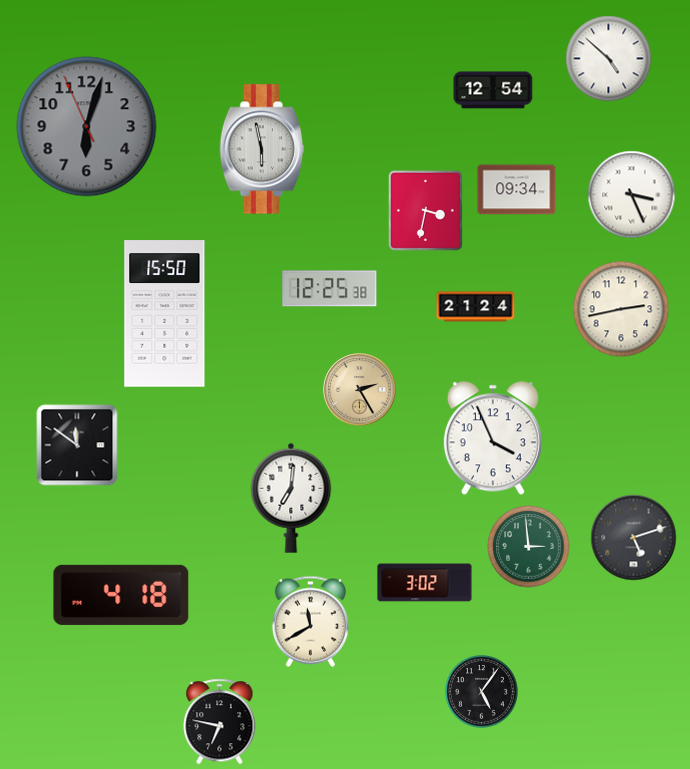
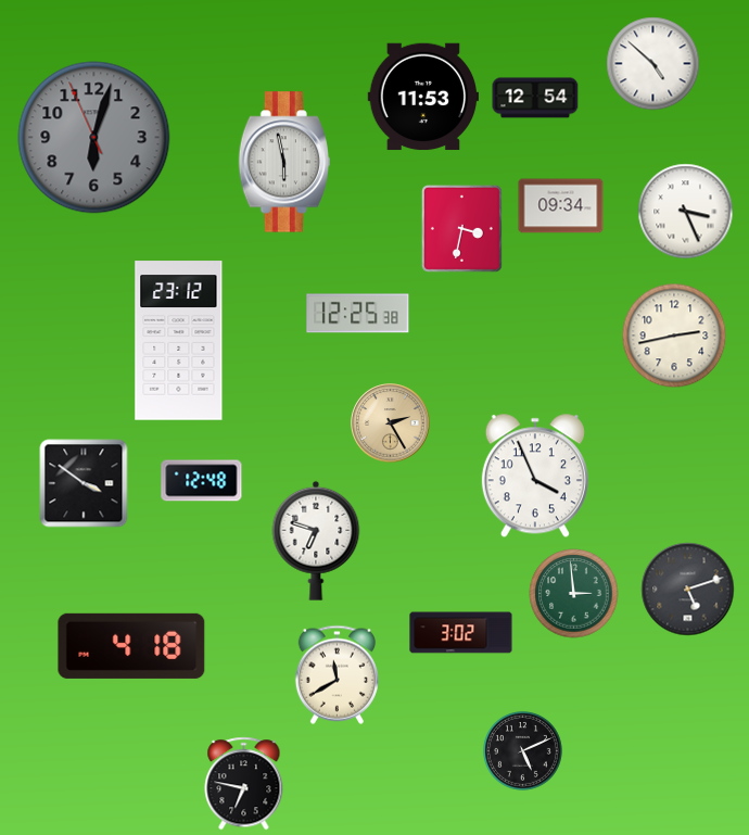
clock at (609, 59) position: (609, 59) -> (653, 64)
clock at (423, 97): none -> 11:53
clock at (476, 307): 21:24 -> none
clock at (165, 314): 15:50 -> 23:12
clock at (202, 481): none -> 12:48
clock at (77, 445): 11:51 -> 3:51
clock at (291, 498): 7:01 -> 6:48
clock at (634, 538) position: (634, 538) -> (688, 590)
clock at (481, 691): 5:06 -> 5:11
clock at (220, 722) position: (220, 722) -> (244, 784)
